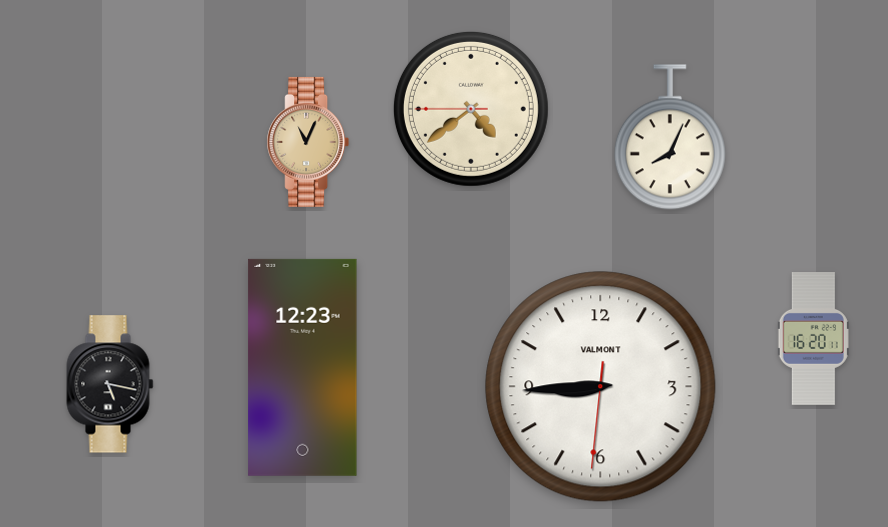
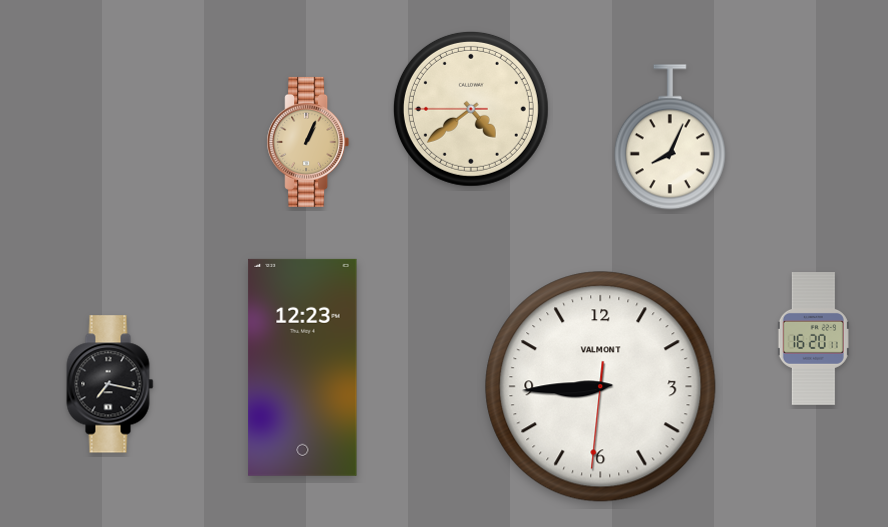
clock at (308, 142): 11:04 -> 1:04
clock at (110, 384): 5:17 -> 7:17
